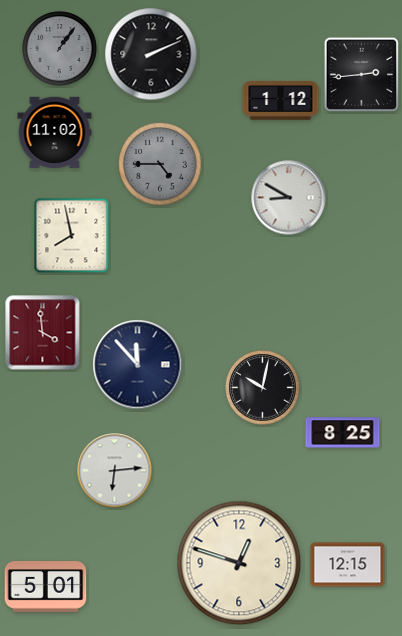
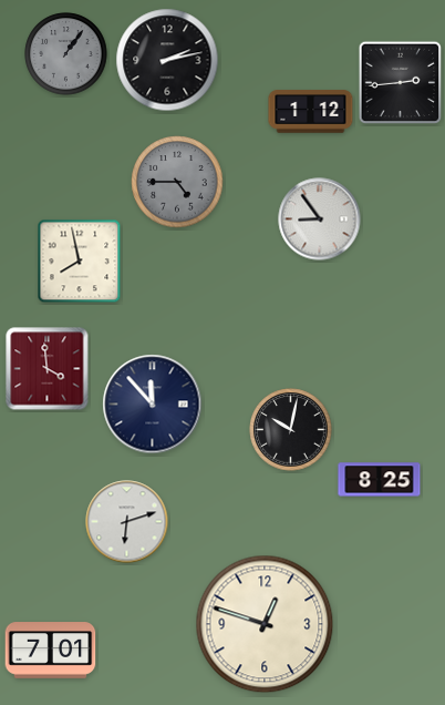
clock at (151, 54): 2:11 -> 2:13
clock at (55, 133): 11:02 -> none
clock at (289, 198): 8:50 -> 8:54
clock at (115, 471): 6:14 -> 6:12
clock at (348, 565): 12:15 -> none
clock at (46, 587): 5:01 -> 7:01
